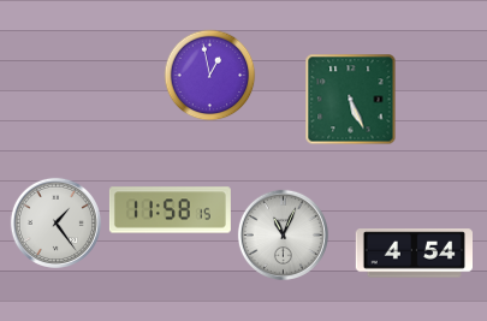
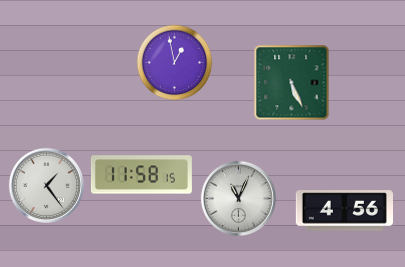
clock at (283, 234) position: (283, 234) -> (238, 198)
clock at (414, 254): 4:54 -> 4:56
